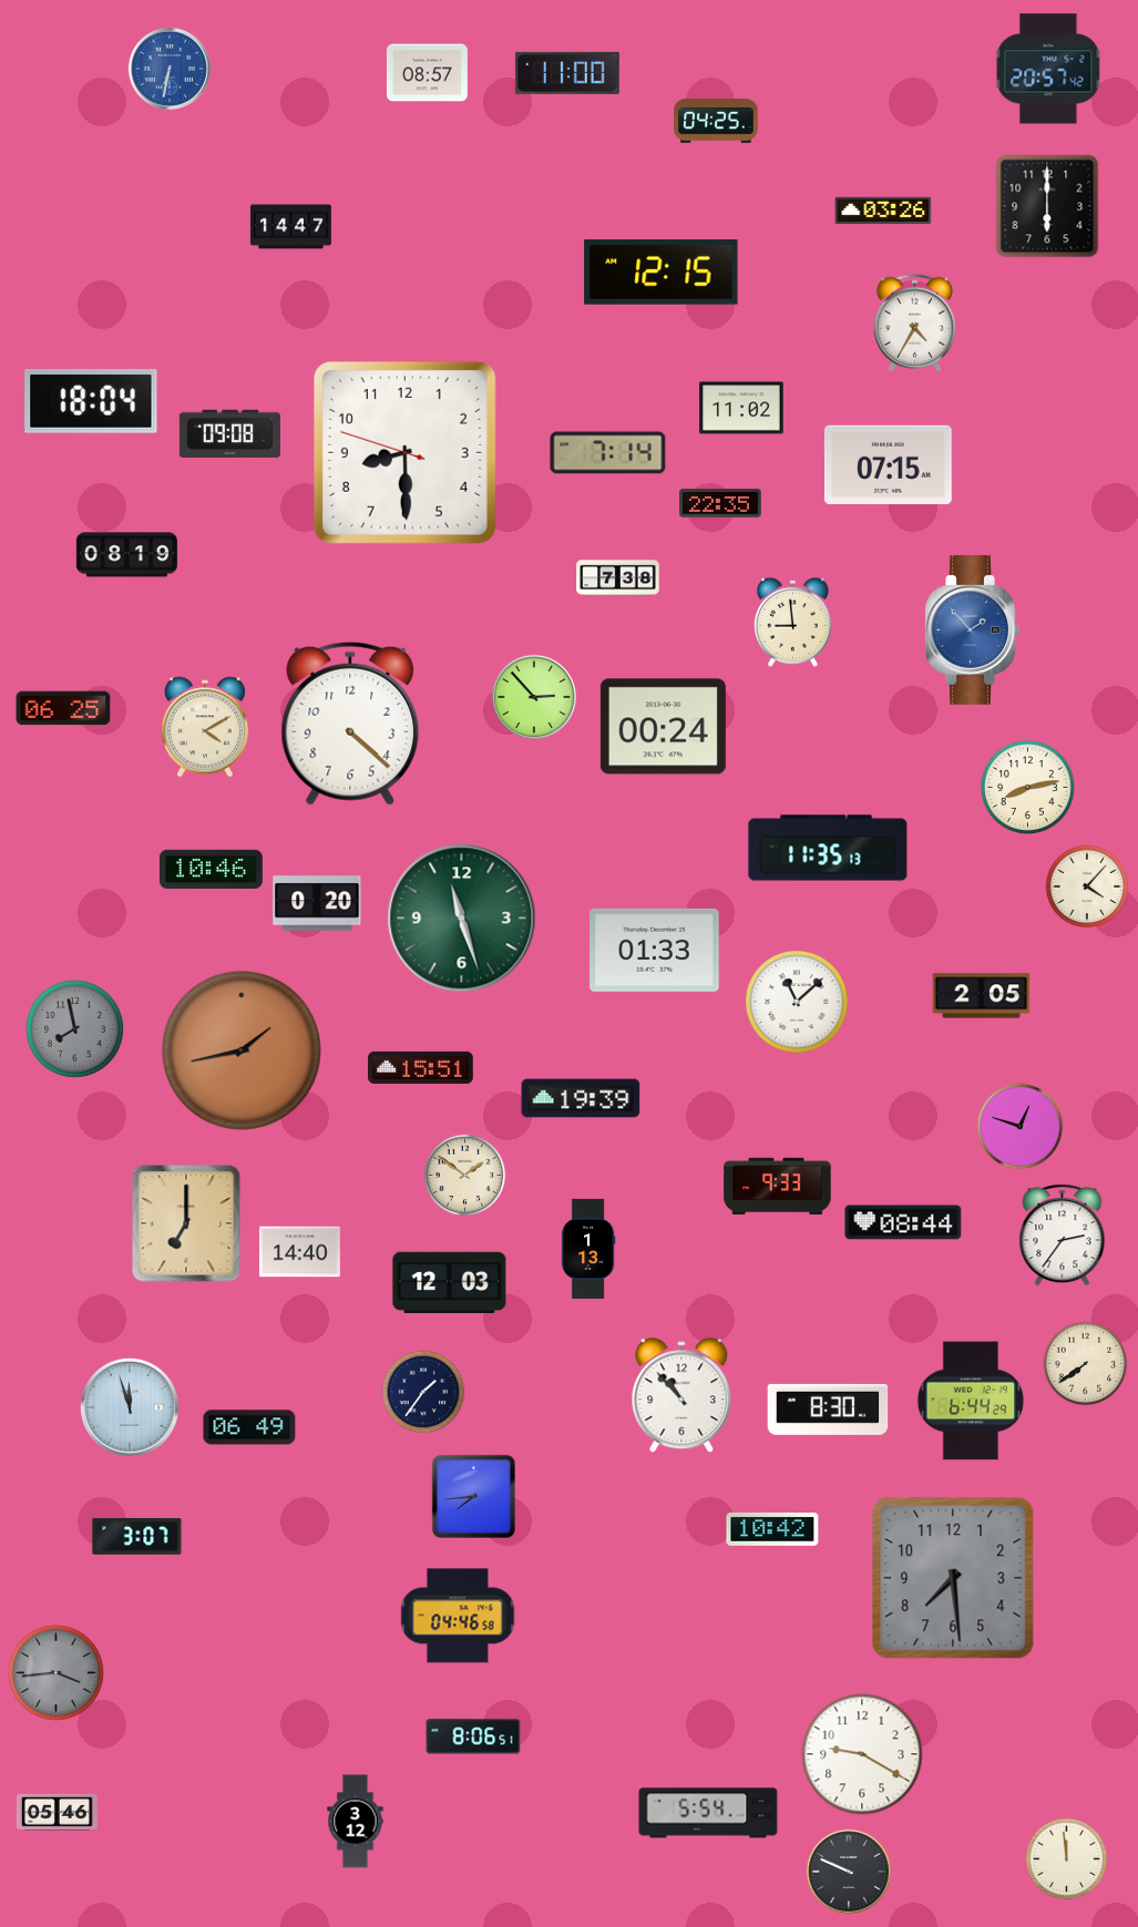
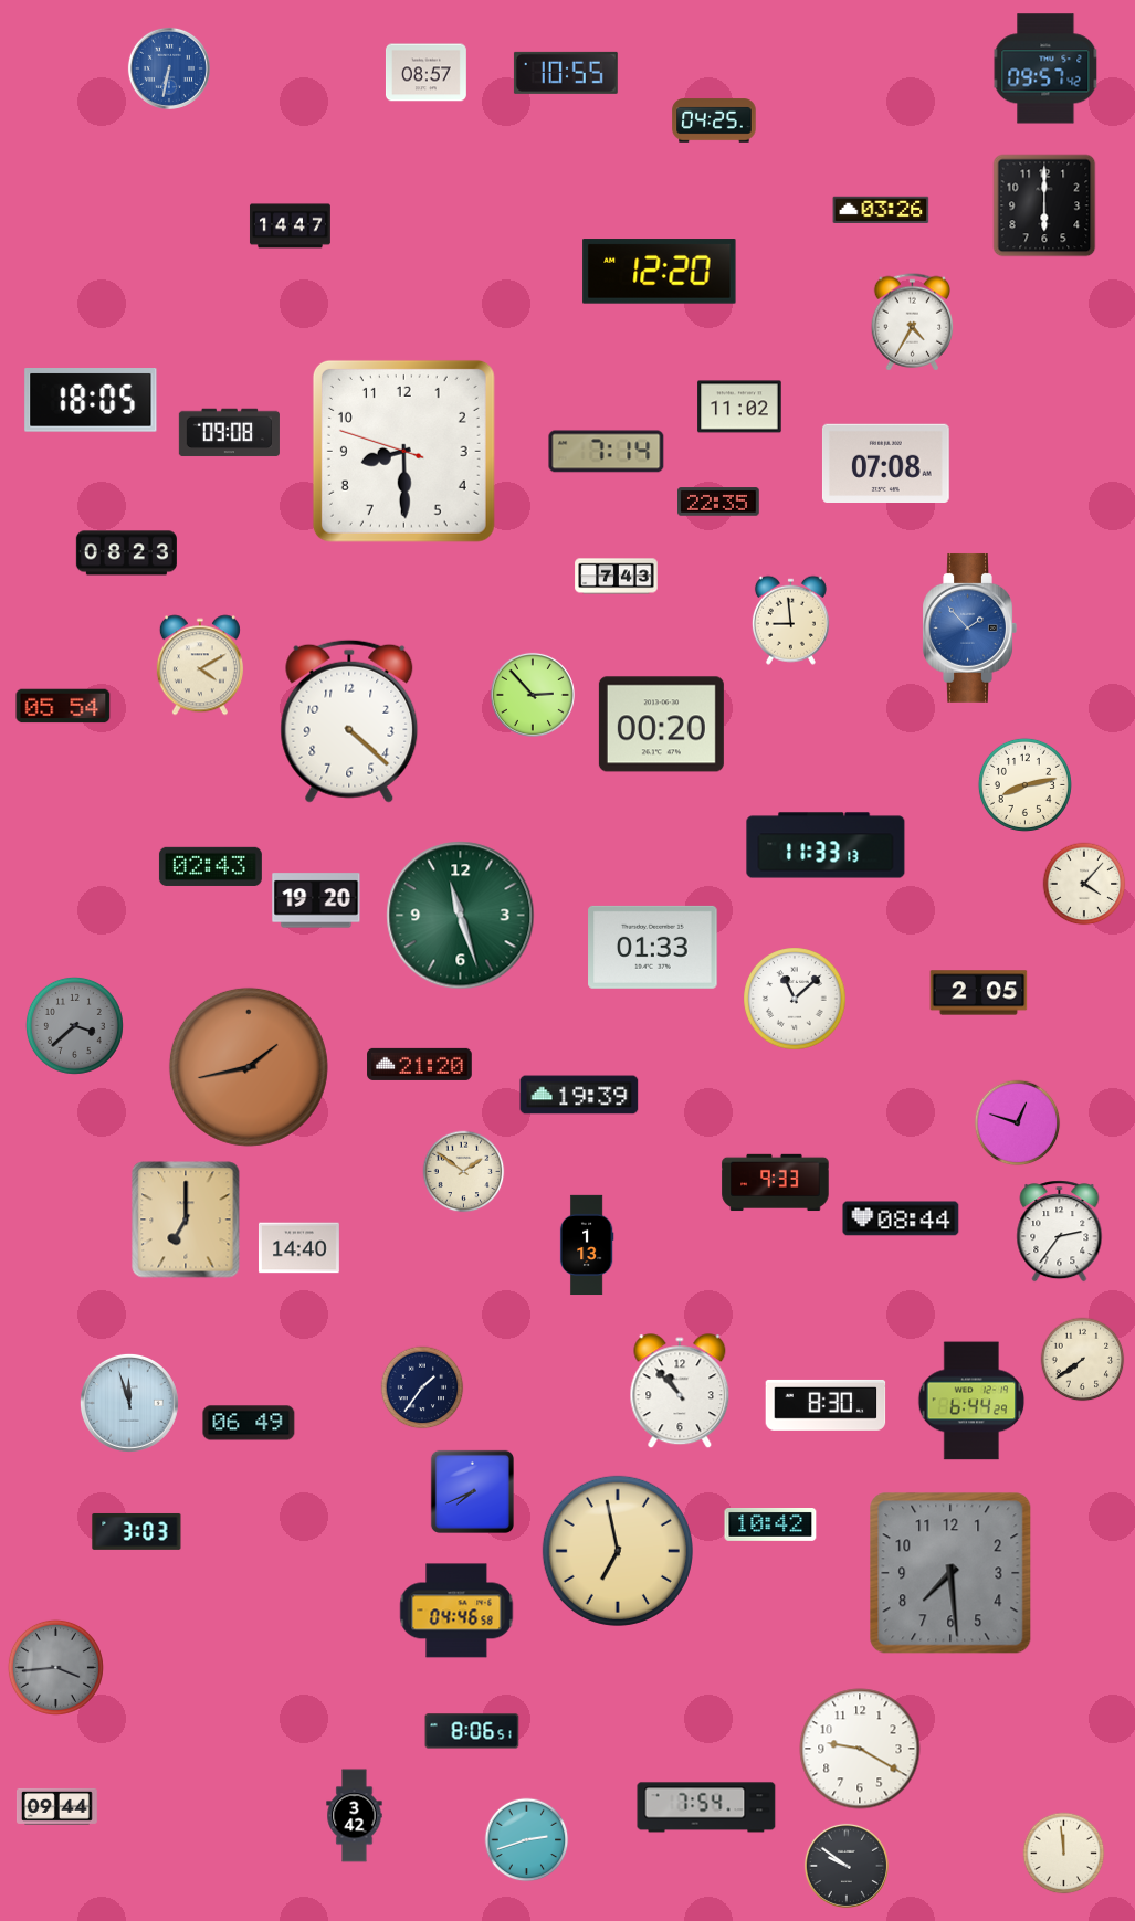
clock at (1048, 69): 20:57 -> 09:57
clock at (567, 73): 11:00 -> 10:55
clock at (662, 273): 12:15 -> 12:20
clock at (91, 402): 18:04 -> 18:05
clock at (888, 464): 07:15 -> 07:08
clock at (126, 555): 08:19 -> 08:23
clock at (618, 578): 7:38 -> 7:43
clock at (63, 708): 06:25 -> 05:54
clock at (205, 727) position: (205, 727) -> (200, 665)
clock at (663, 727): 00:24 -> 00:20
clock at (828, 848): 11:35 -> 11:33
clock at (211, 869): 10:46 -> 02:43
clock at (317, 903): 0:20 -> 19:20
clock at (74, 1028): 7:58 -> 3:38
clock at (242, 1050) position: (242, 1050) -> (249, 1067)
clock at (421, 1067): 15:51 -> 21:20
clock at (450, 1282): 12:03 -> none
clock at (971, 1401) position: (971, 1401) -> (971, 1401)
clock at (473, 1496): 7:44 -> 7:41
clock at (137, 1536): 3:07 -> 3:03
clock at (618, 1551): none -> 6:58
clock at (57, 1812): 05:46 -> 09:44
clock at (708, 1813): 5:54 -> 7:54
clock at (356, 1822): 3:12 -> 3:42
clock at (527, 1840): none -> 2:42
clock at (849, 1872): 9:49 -> 9:51
